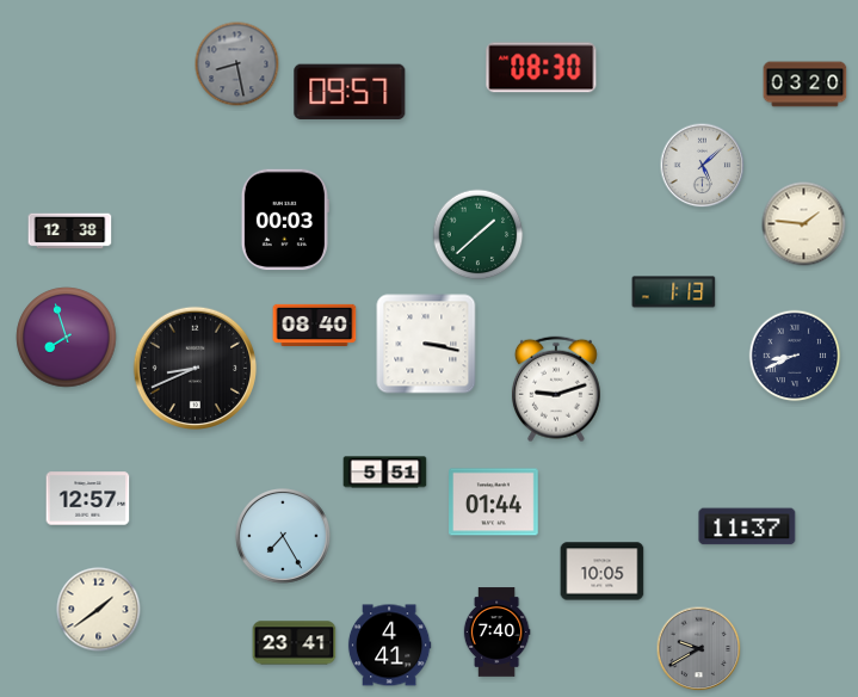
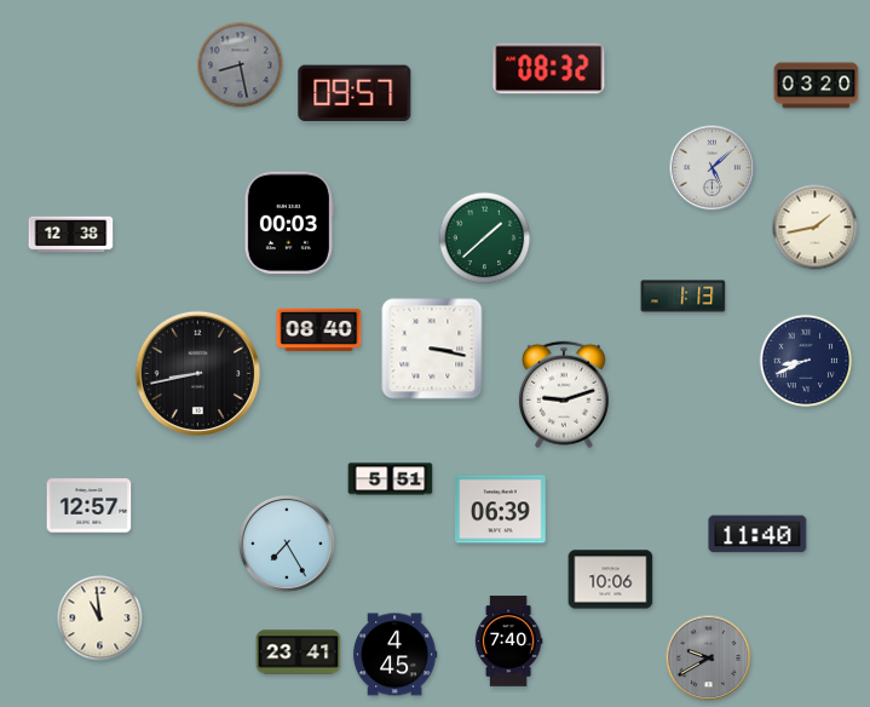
clock at (542, 68): 08:30 -> 08:32
clock at (804, 224): 1:46 -> 1:43
clock at (67, 338): 7:57 -> none
clock at (196, 369): 8:41 -> 8:43
clock at (494, 502): 01:44 -> 06:39
clock at (747, 526): 11:37 -> 11:40
clock at (603, 572): 10:05 -> 10:06
clock at (99, 610): 1:39 -> 10:59
clock at (496, 633) position: (496, 633) -> (508, 642)
clock at (389, 646): 4:41 -> 4:45
